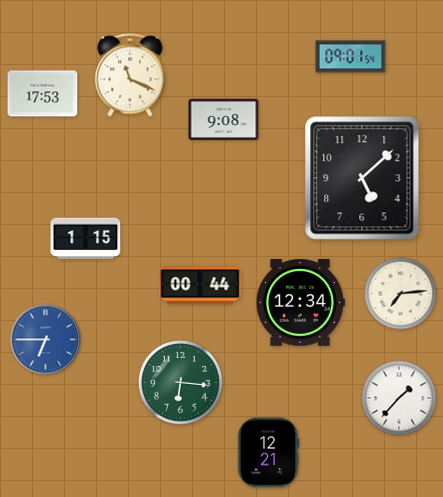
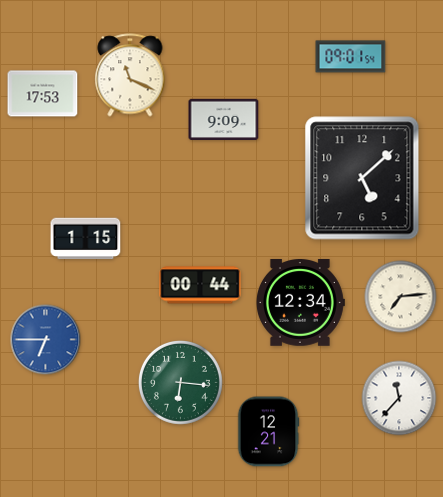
clock at (224, 119): 9:08 -> 9:09
clock at (401, 294) position: (401, 294) -> (401, 297)
clock at (399, 398): 1:37 -> 11:37
clock at (268, 453) position: (268, 453) -> (268, 432)
